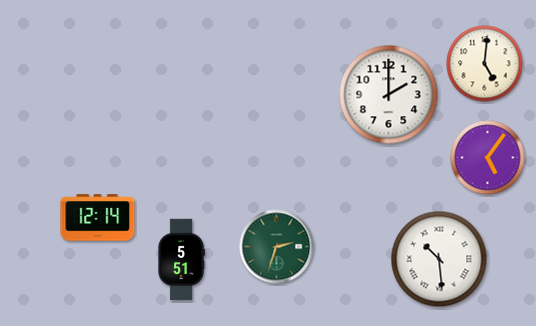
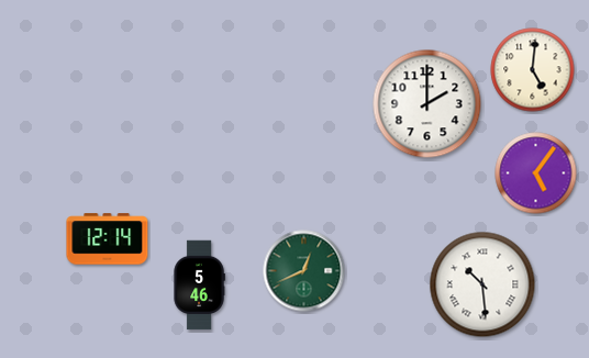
clock at (277, 247): 2:33 -> 12:41
clock at (181, 260): 5:51 -> 5:46
